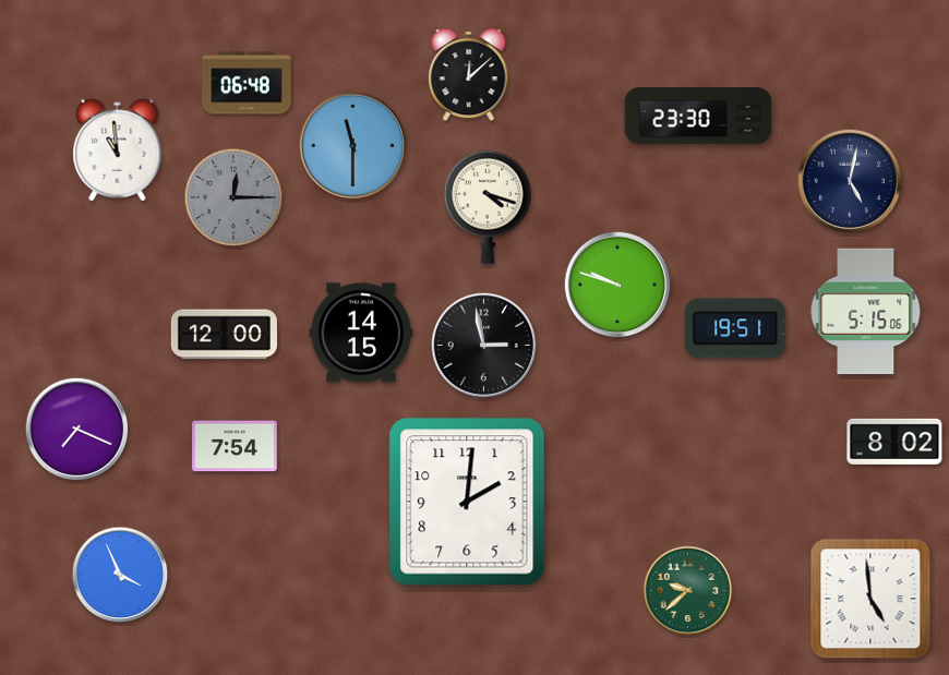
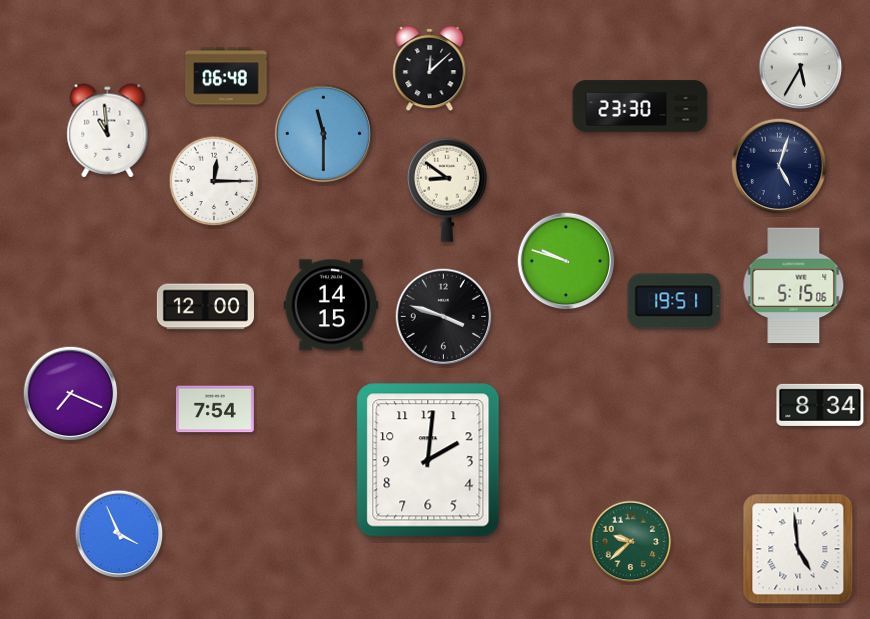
clock at (801, 68): none -> 5:35
clock at (118, 150) position: (118, 150) -> (108, 131)
clock at (850, 181): 5:02 -> 5:03
clock at (233, 197) dial: grey -> white
clock at (488, 207): 4:18 -> 8:51
clock at (484, 346): 2:58 -> 3:48
clock at (894, 442): 8:02 -> 8:34
clock at (120, 575) position: (120, 575) -> (119, 534)
